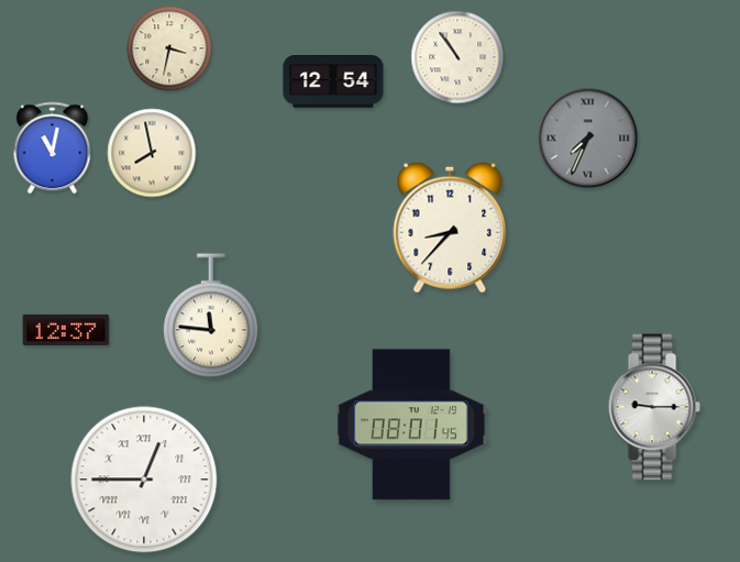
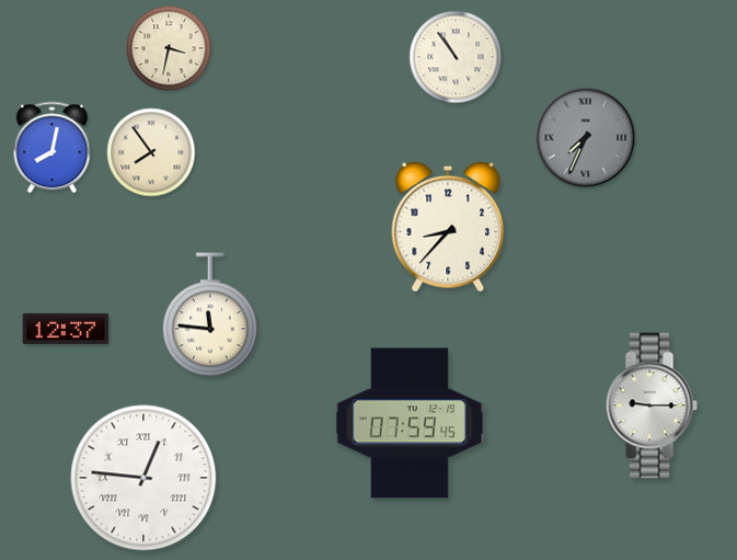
clock at (333, 82): 12:54 -> none
clock at (53, 148): 11:02 -> 8:02
clock at (152, 153): 7:58 -> 7:54
clock at (411, 425): 08:01 -> 07:59
clock at (144, 480): 12:45 -> 12:46
